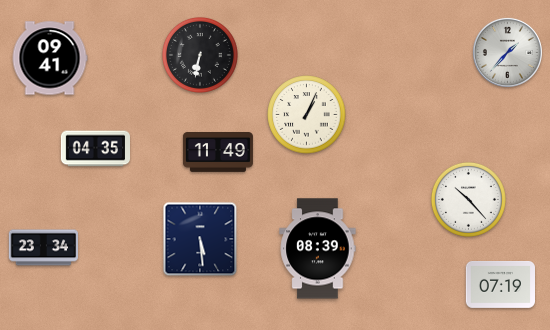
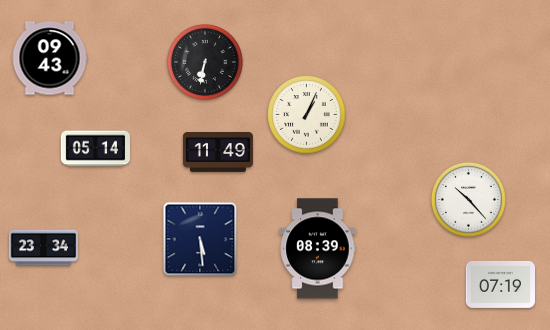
clock at (507, 52): 1:37 -> none
clock at (200, 55) position: (200, 55) -> (205, 62)
clock at (50, 58): 09:41 -> 09:43
clock at (95, 149): 04:35 -> 05:14
